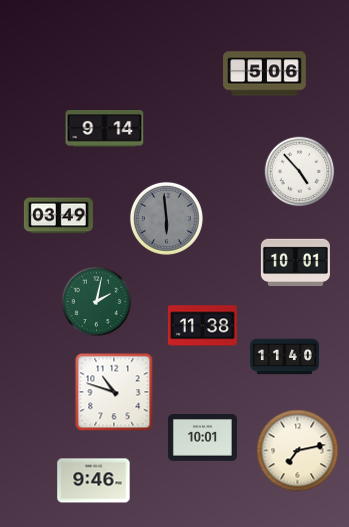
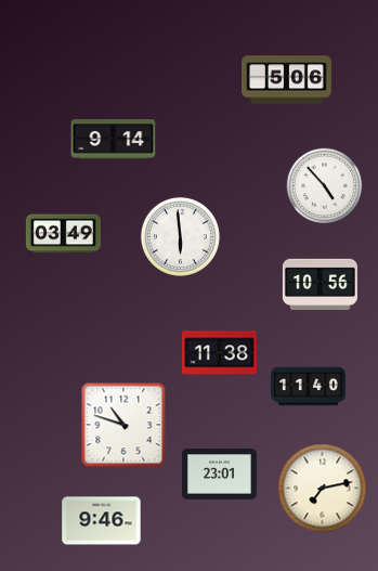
clock at (166, 218) dial: grey -> white
clock at (295, 262): 10:01 -> 10:56
clock at (97, 302): 2:02 -> none
clock at (202, 438): 10:01 -> 23:01
